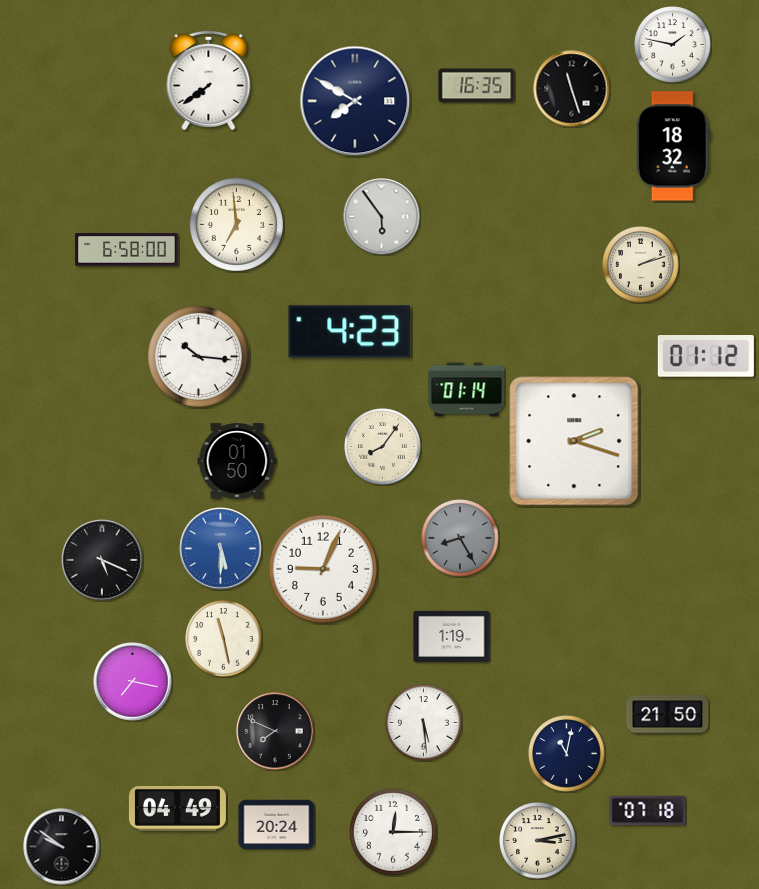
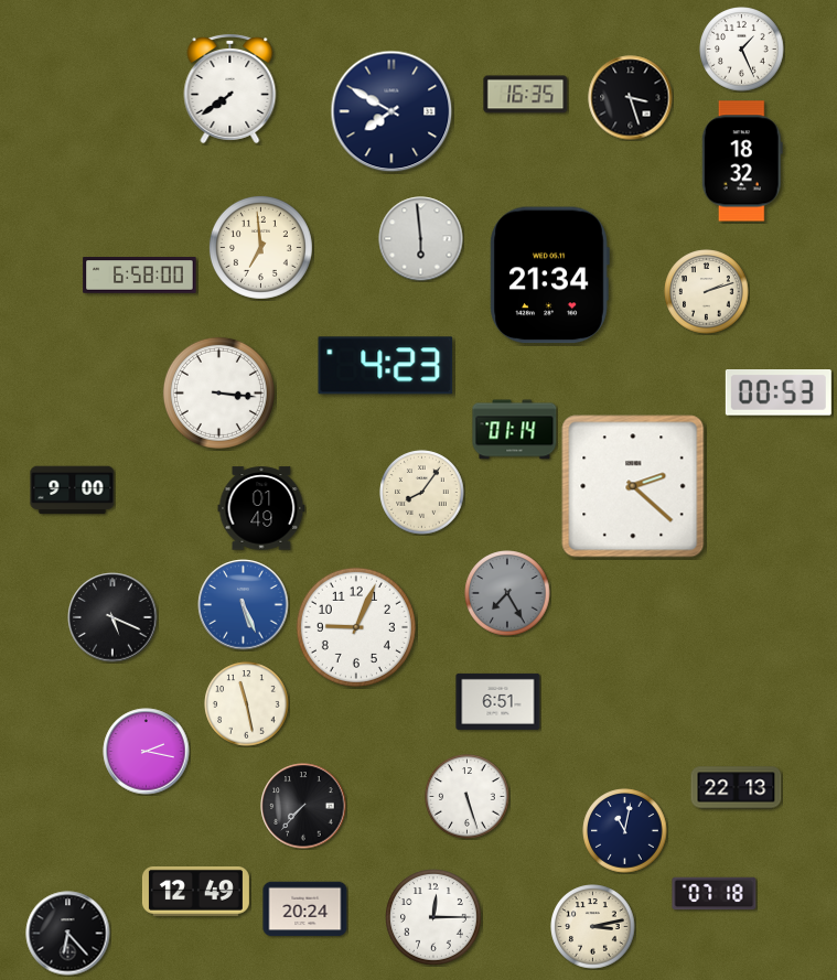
clock at (673, 45): 1:47 -> 1:26
clock at (572, 89): 11:27 -> 3:27
clock at (382, 217): 5:54 -> 5:59
clock at (549, 276): none -> 21:34
clock at (198, 356): 10:16 -> 3:16
clock at (706, 357): 01:12 -> 00:53
clock at (574, 441): 2:18 -> 2:22
clock at (73, 491): none -> 9:00
clock at (237, 461): 01:50 -> 01:49
clock at (460, 538): 8:25 -> 7:25
clock at (221, 549): 5:30 -> 5:26
clock at (452, 636): 1:19 -> 6:51
clock at (133, 682): 7:17 -> 2:17
clock at (668, 715): 21:50 -> 22:13
clock at (424, 723): 5:29 -> 5:27
clock at (275, 731): 7:49 -> 7:37
clock at (177, 809): 04:49 -> 12:49
clock at (62, 847): 9:51 -> 6:23
